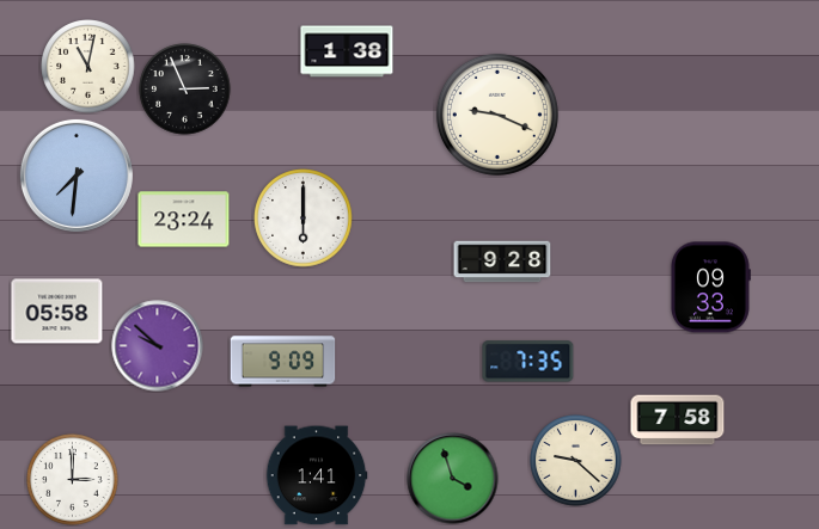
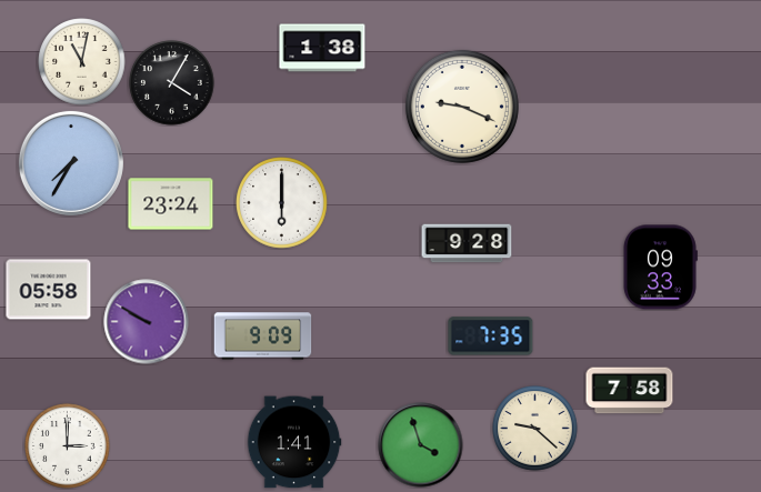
clock at (185, 90): 2:56 -> 4:05
clock at (77, 176): 7:31 -> 7:35
clock at (57, 312) position: (57, 312) -> (49, 290)
clock at (158, 346): 9:52 -> 9:50
